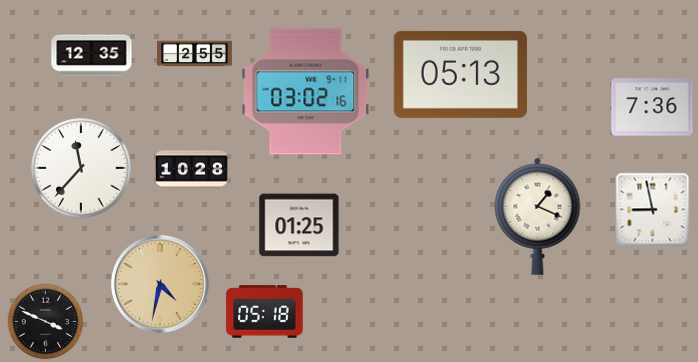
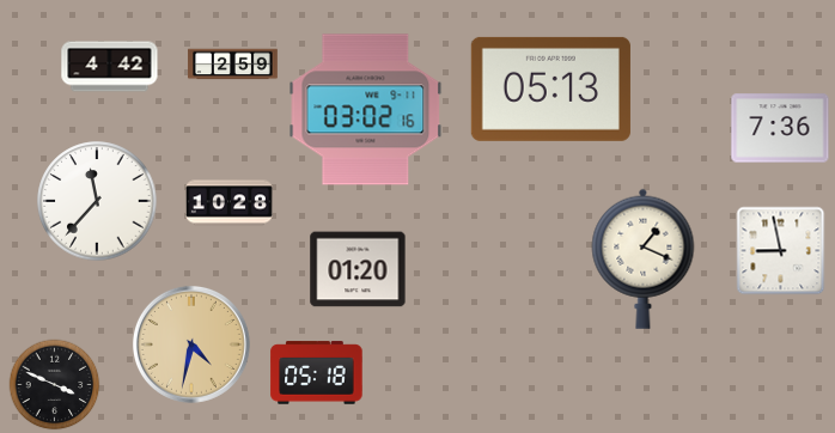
clock at (195, 54): 2:55 -> 2:59
clock at (92, 56): 12:35 -> 4:42
clock at (299, 225): 01:25 -> 01:20
clock at (160, 284) position: (160, 284) -> (191, 344)
